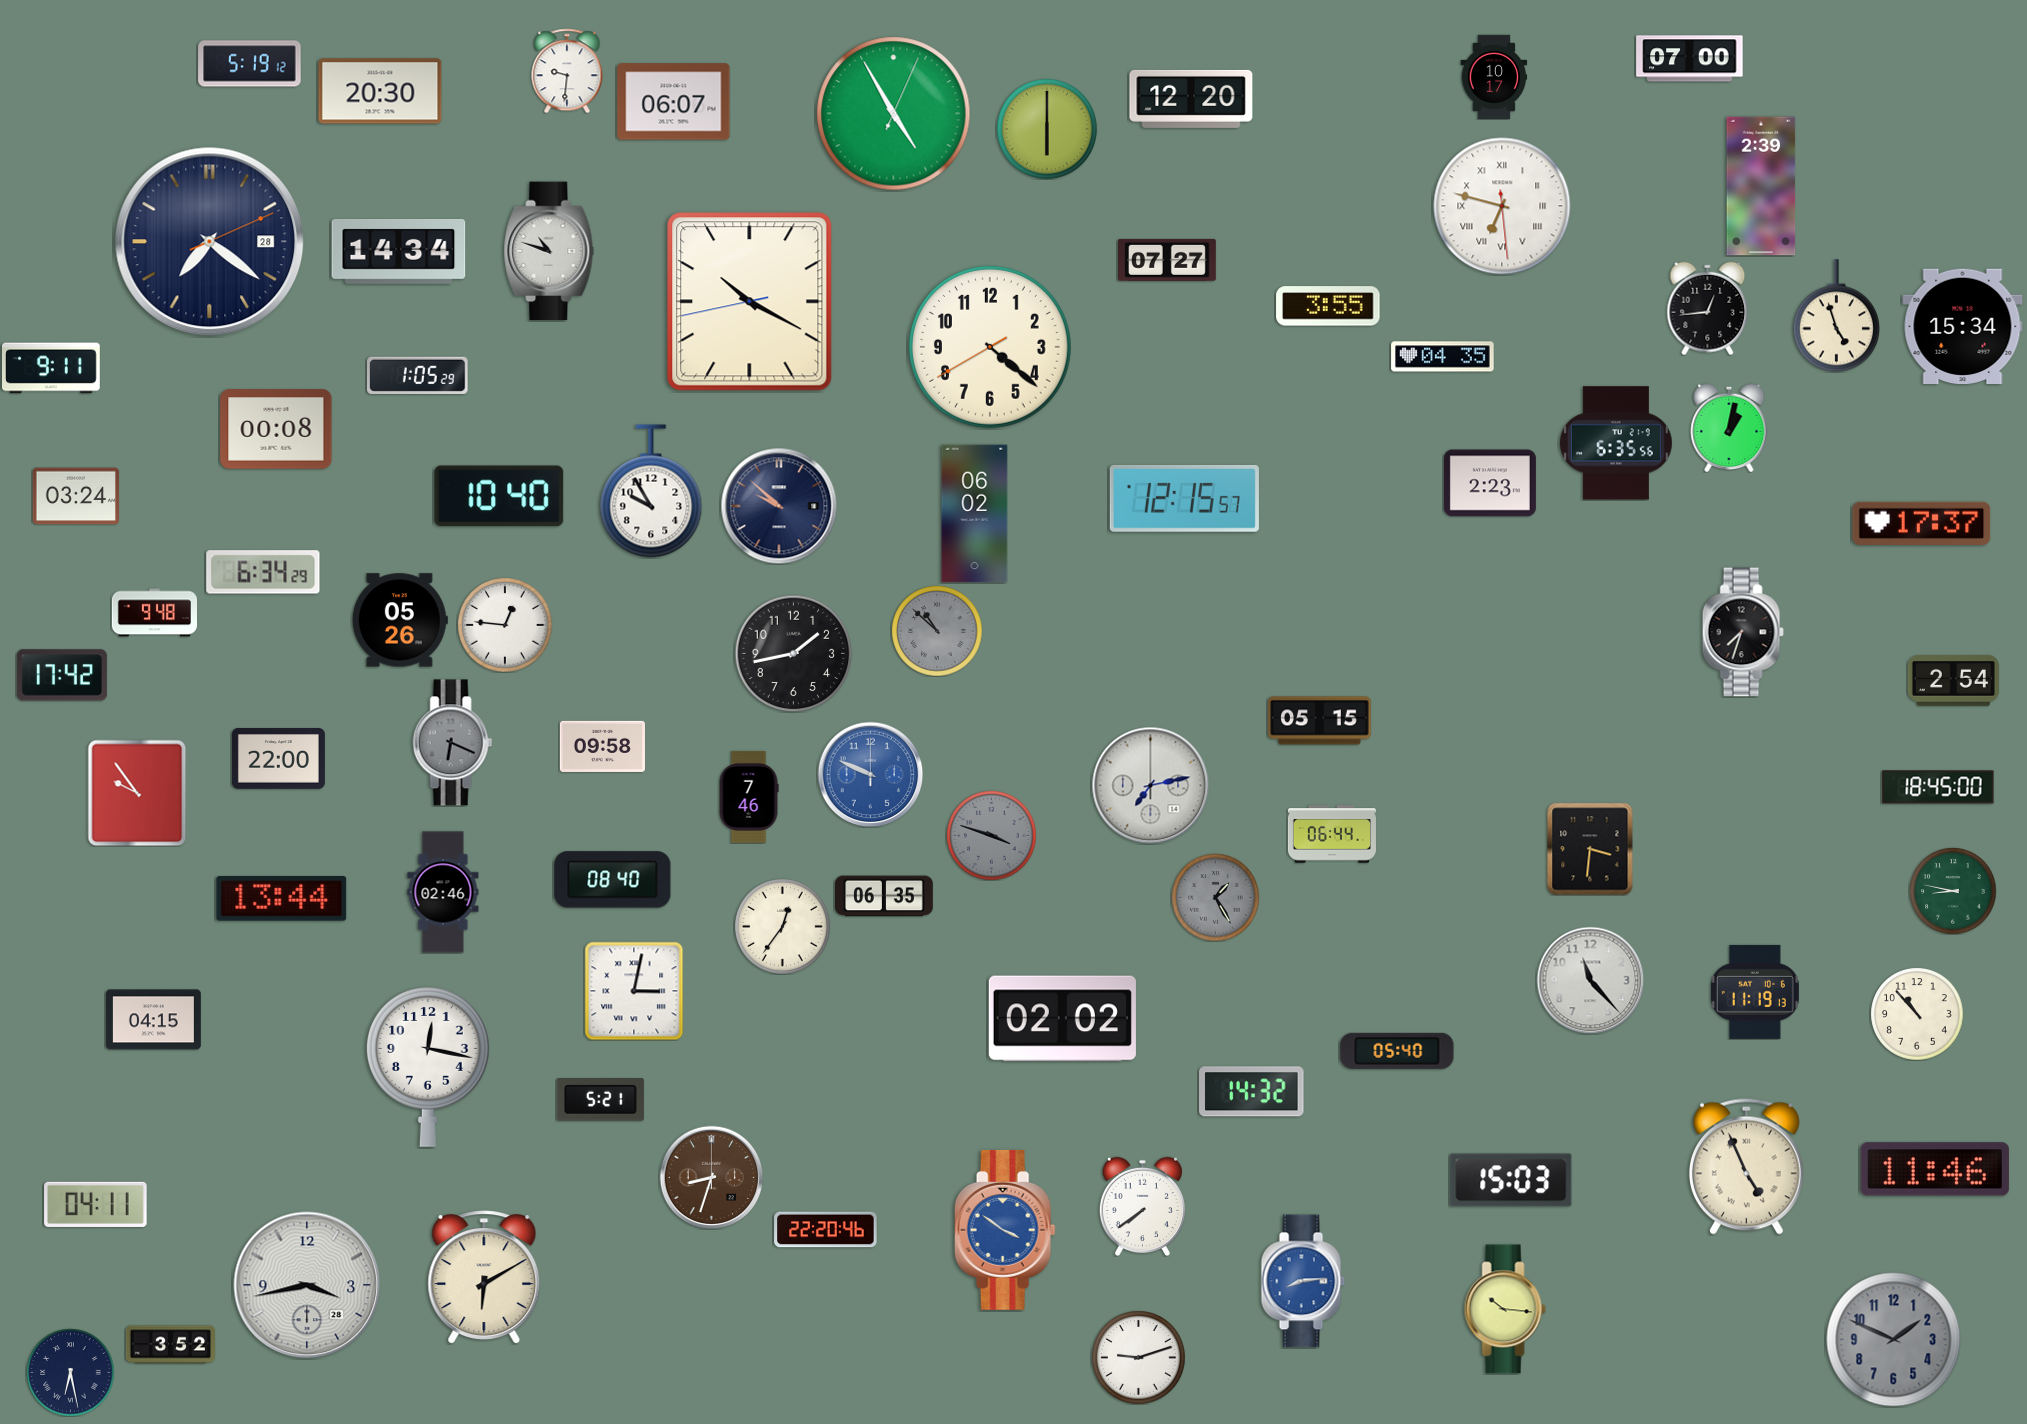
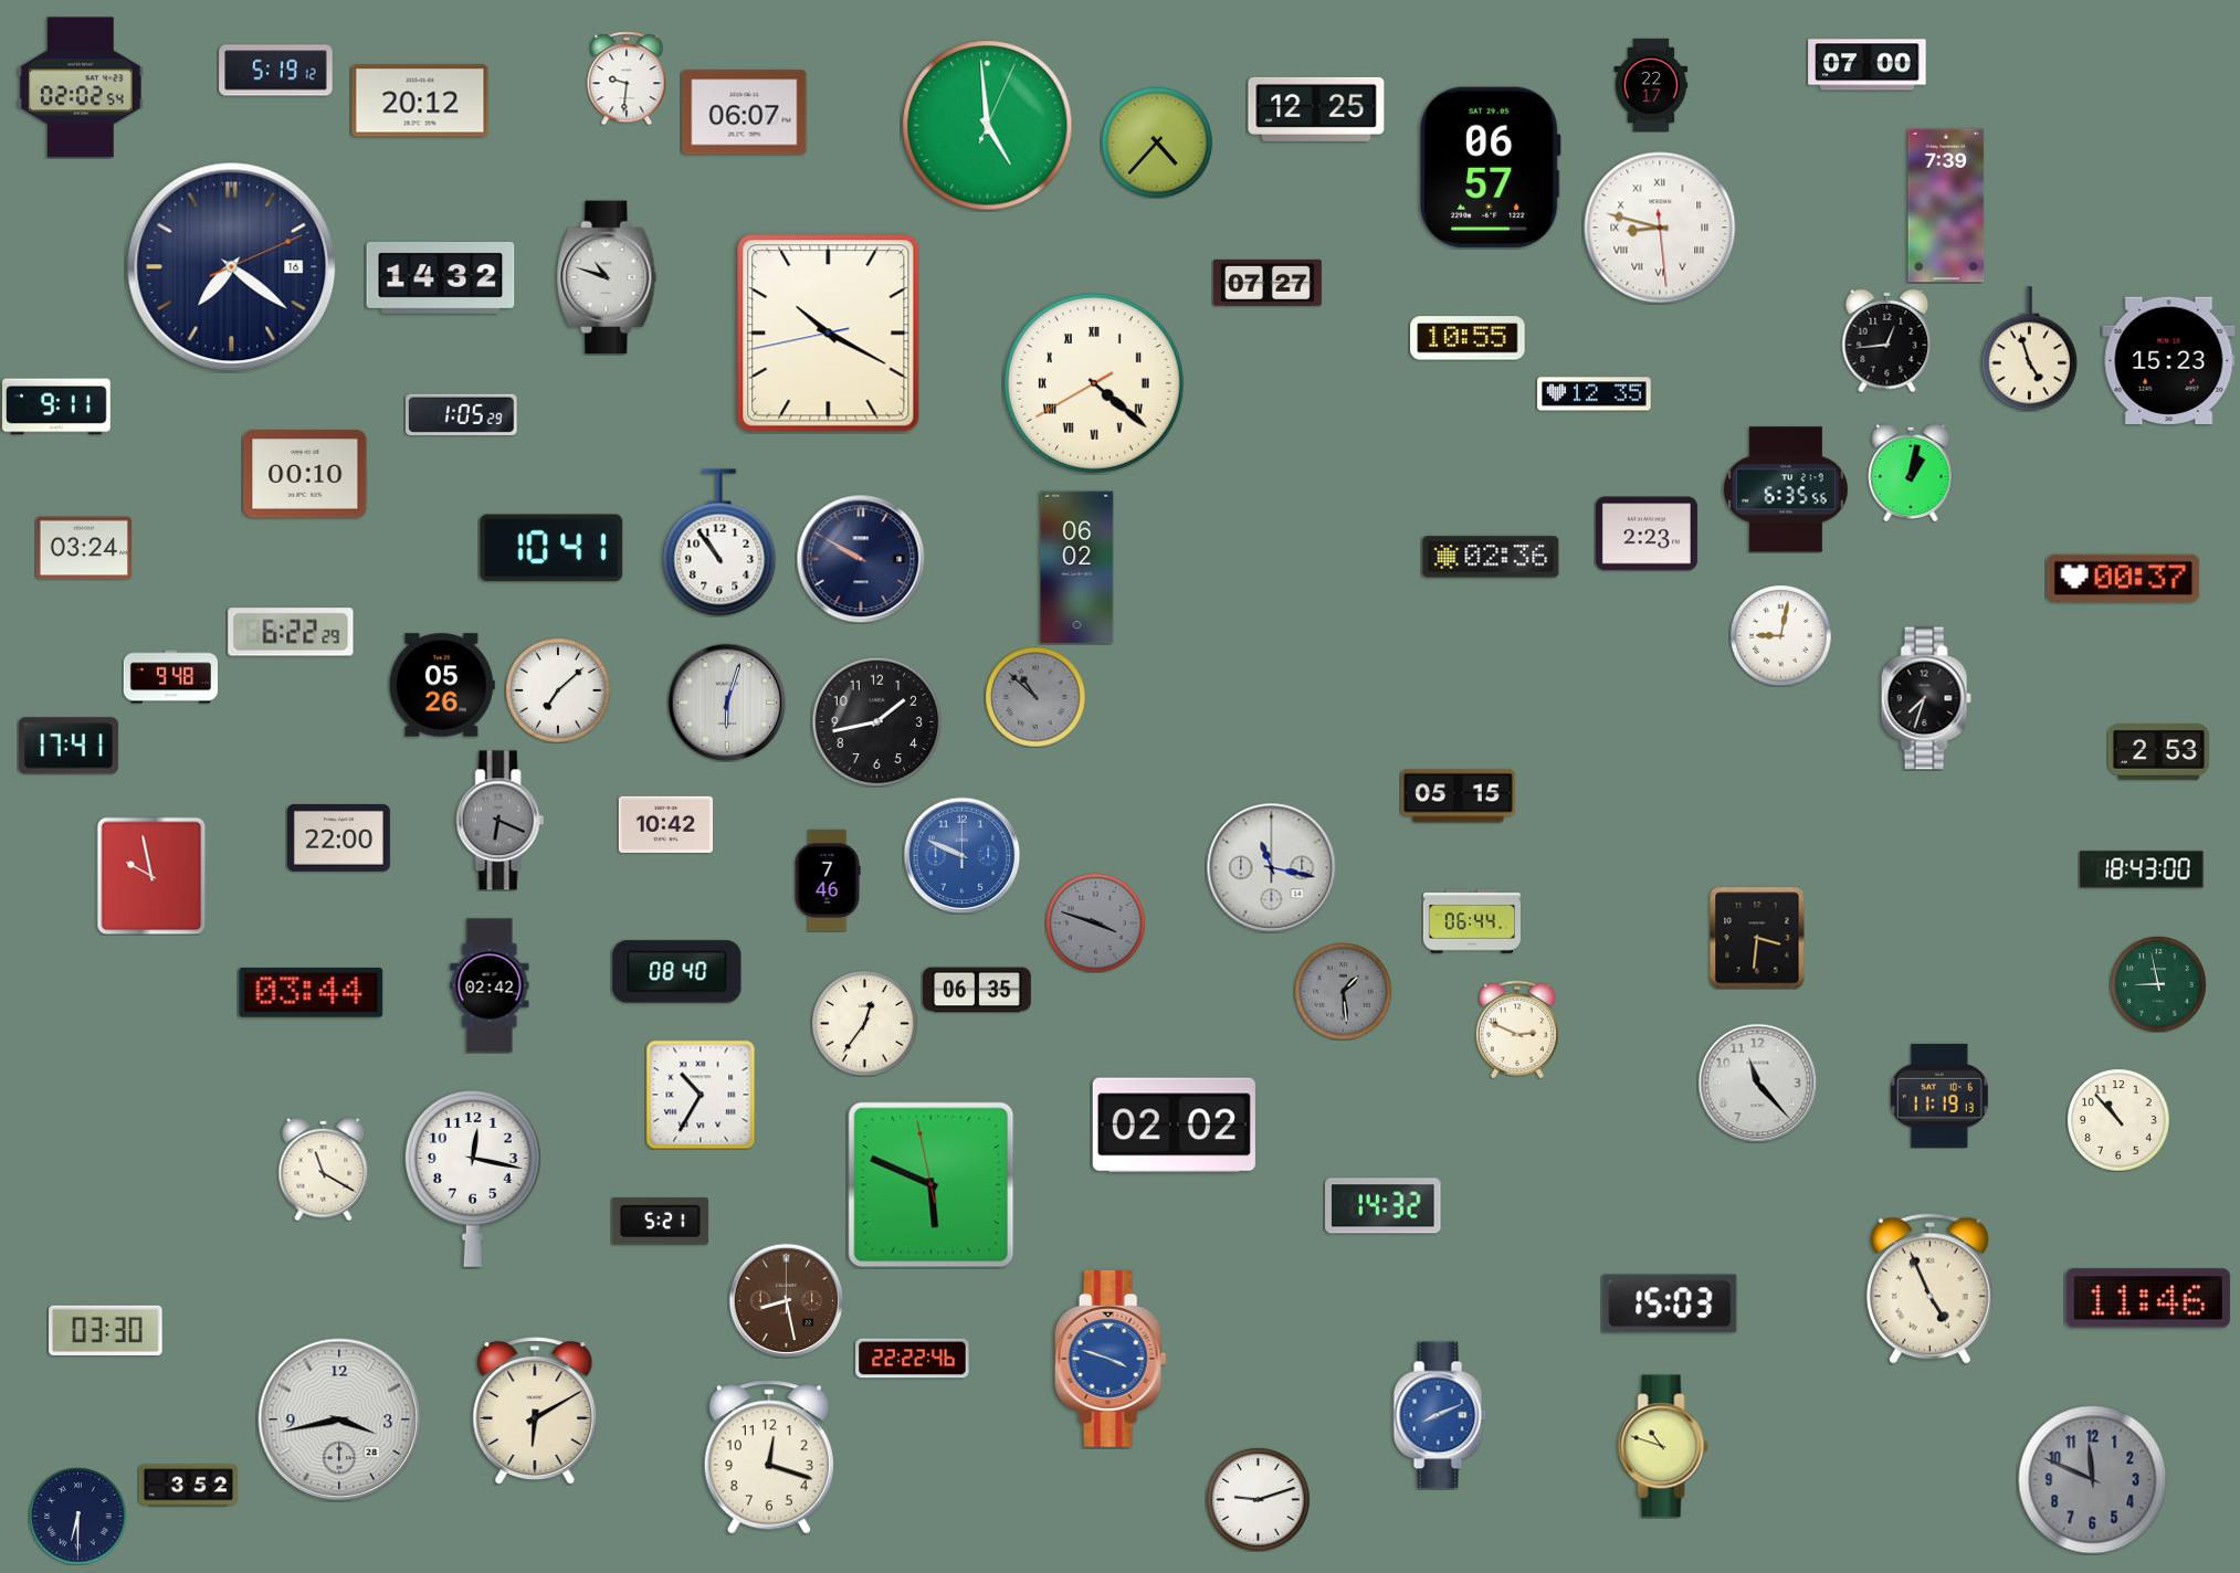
clock at (1494, 77): 10:17 -> 22:17
clock at (81, 87): none -> 02:02
clock at (380, 91): 20:30 -> 20:12
clock at (1191, 99): 12:20 -> 12:25
clock at (894, 114): 4:55 -> 4:59
clock at (1047, 129): 6:00 -> 4:37
clock at (1490, 167): none -> 06:57
clock at (1761, 186): 2:39 -> 7:39
clock at (1502, 206): 6:47 -> 8:47
clock at (210, 242) date: 28 -> 16
clock at (399, 251): 14:34 -> 14:32
clock at (1167, 260) position: (1167, 260) -> (1268, 283)
clock at (1328, 306): 3:55 -> 10:55
clock at (1963, 327): 15:34 -> 15:23
clock at (990, 347) numerals: Arabic -> Roman
clock at (1443, 357): 04:35 -> 12:35
clock at (276, 429): 00:08 -> 00:10
clock at (651, 491): 9:55 -> 10:54
clock at (499, 496): 10:40 -> 10:41
clock at (1184, 499): 12:15 -> none
clock at (1491, 557): none -> 02:36
clock at (779, 506): 9:52 -> 9:50
clock at (1922, 523): 17:37 -> 00:37
clock at (263, 572): 6:34 -> 6:22
clock at (1780, 635): none -> 9:02
clock at (505, 625): 12:46 -> 7:08
clock at (727, 703): none -> 6:03
clock at (62, 675): 17:42 -> 17:41
clock at (1953, 681): 2:54 -> 2:53
clock at (602, 746): 09:58 -> 10:42
clock at (278, 759) position: (278, 759) -> (338, 838)
clock at (1150, 785): 7:13 -> 11:17
clock at (1938, 787): 18:45 -> 18:43
clock at (137, 793): 9:54 -> 9:58
clock at (1953, 891): 8:47 -> 8:58
clock at (443, 892): 02:46 -> 02:42
clock at (1215, 897): 1:25 -> 1:29
clock at (282, 899): 13:44 -> 03:44
clock at (1517, 1030): none -> 2:49
clock at (634, 991): 3:02 -> 10:35
clock at (153, 1020): 04:15 -> none
clock at (1397, 1051): 05:40 -> none
clock at (324, 1169): none -> 11:20
clock at (932, 1185): none -> 5:48
clock at (600, 1100) position: (600, 1100) -> (660, 1222)
clock at (1935, 1169) position: (1935, 1169) -> (2148, 1298)
clock at (711, 1177): 8:33 -> 8:28
clock at (96, 1204): 04:11 -> 03:30
clock at (1142, 1206): 7:39 -> none
clock at (826, 1230): 22:20 -> 22:22
clock at (1005, 1230): 3:51 -> 3:48
clock at (1303, 1281): 8:14 -> 8:11
clock at (1505, 1309): 10:16 -> 10:48
clock at (769, 1457): none -> 12:18
clock at (1894, 1340): 1:49 -> 11:49
clock at (70, 1372): 6:28 -> 6:30
